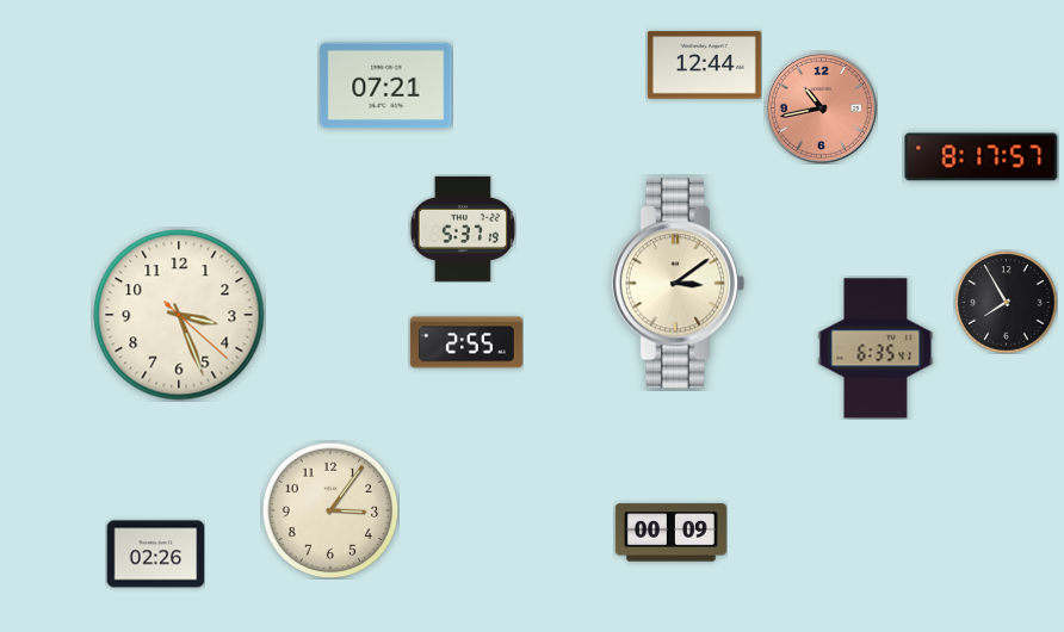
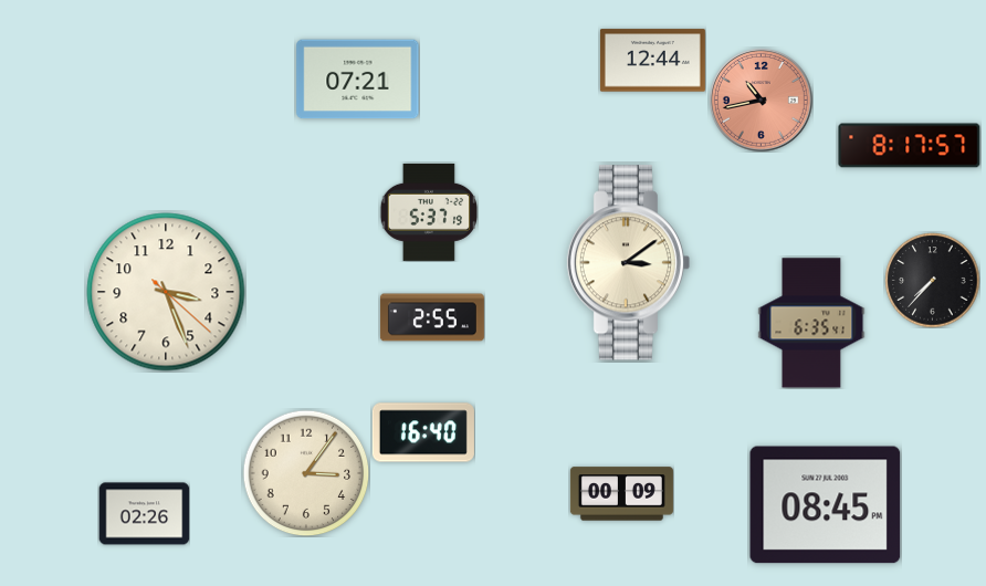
clock at (1006, 302): 7:55 -> 7:37
clock at (423, 432): none -> 16:40
clock at (826, 505): none -> 08:45
